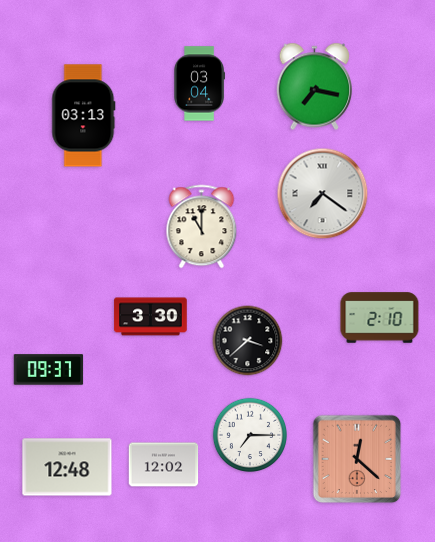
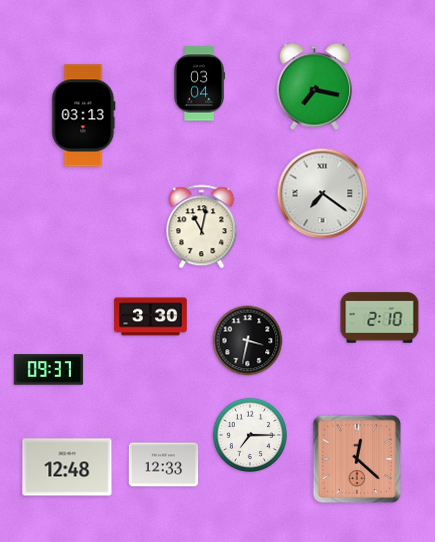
clock at (202, 227): 11:00 -> 11:02
clock at (248, 341): 3:38 -> 3:32
clock at (164, 465): 12:02 -> 12:33
